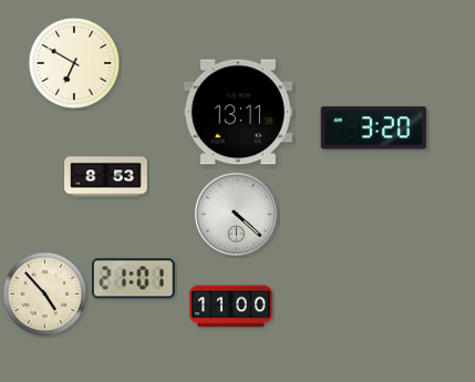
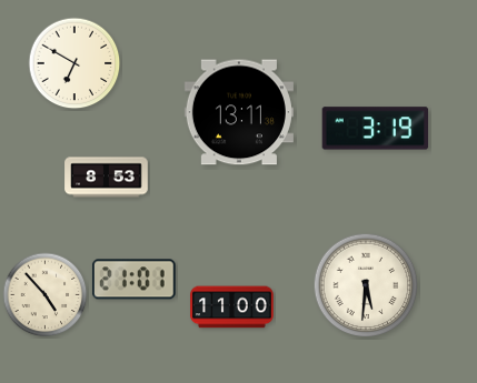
clock at (374, 128): 3:20 -> 3:19
clock at (236, 214): 4:22 -> none
clock at (366, 285): none -> 5:31
